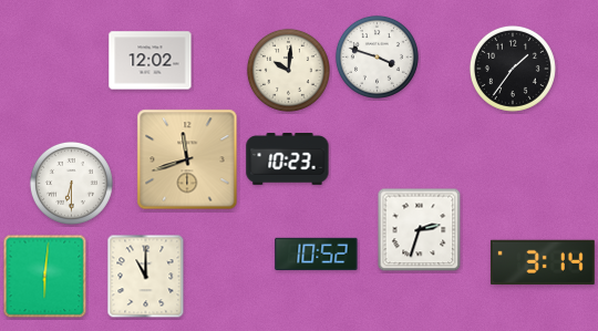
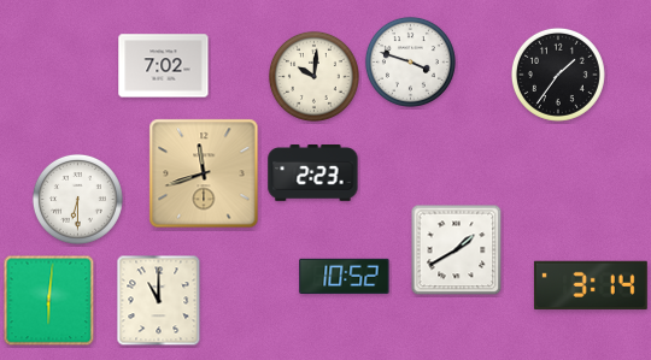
clock at (151, 61): 12:02 -> 7:02
clock at (288, 159): 10:23 -> 2:23
clock at (420, 230): 2:33 -> 1:40
